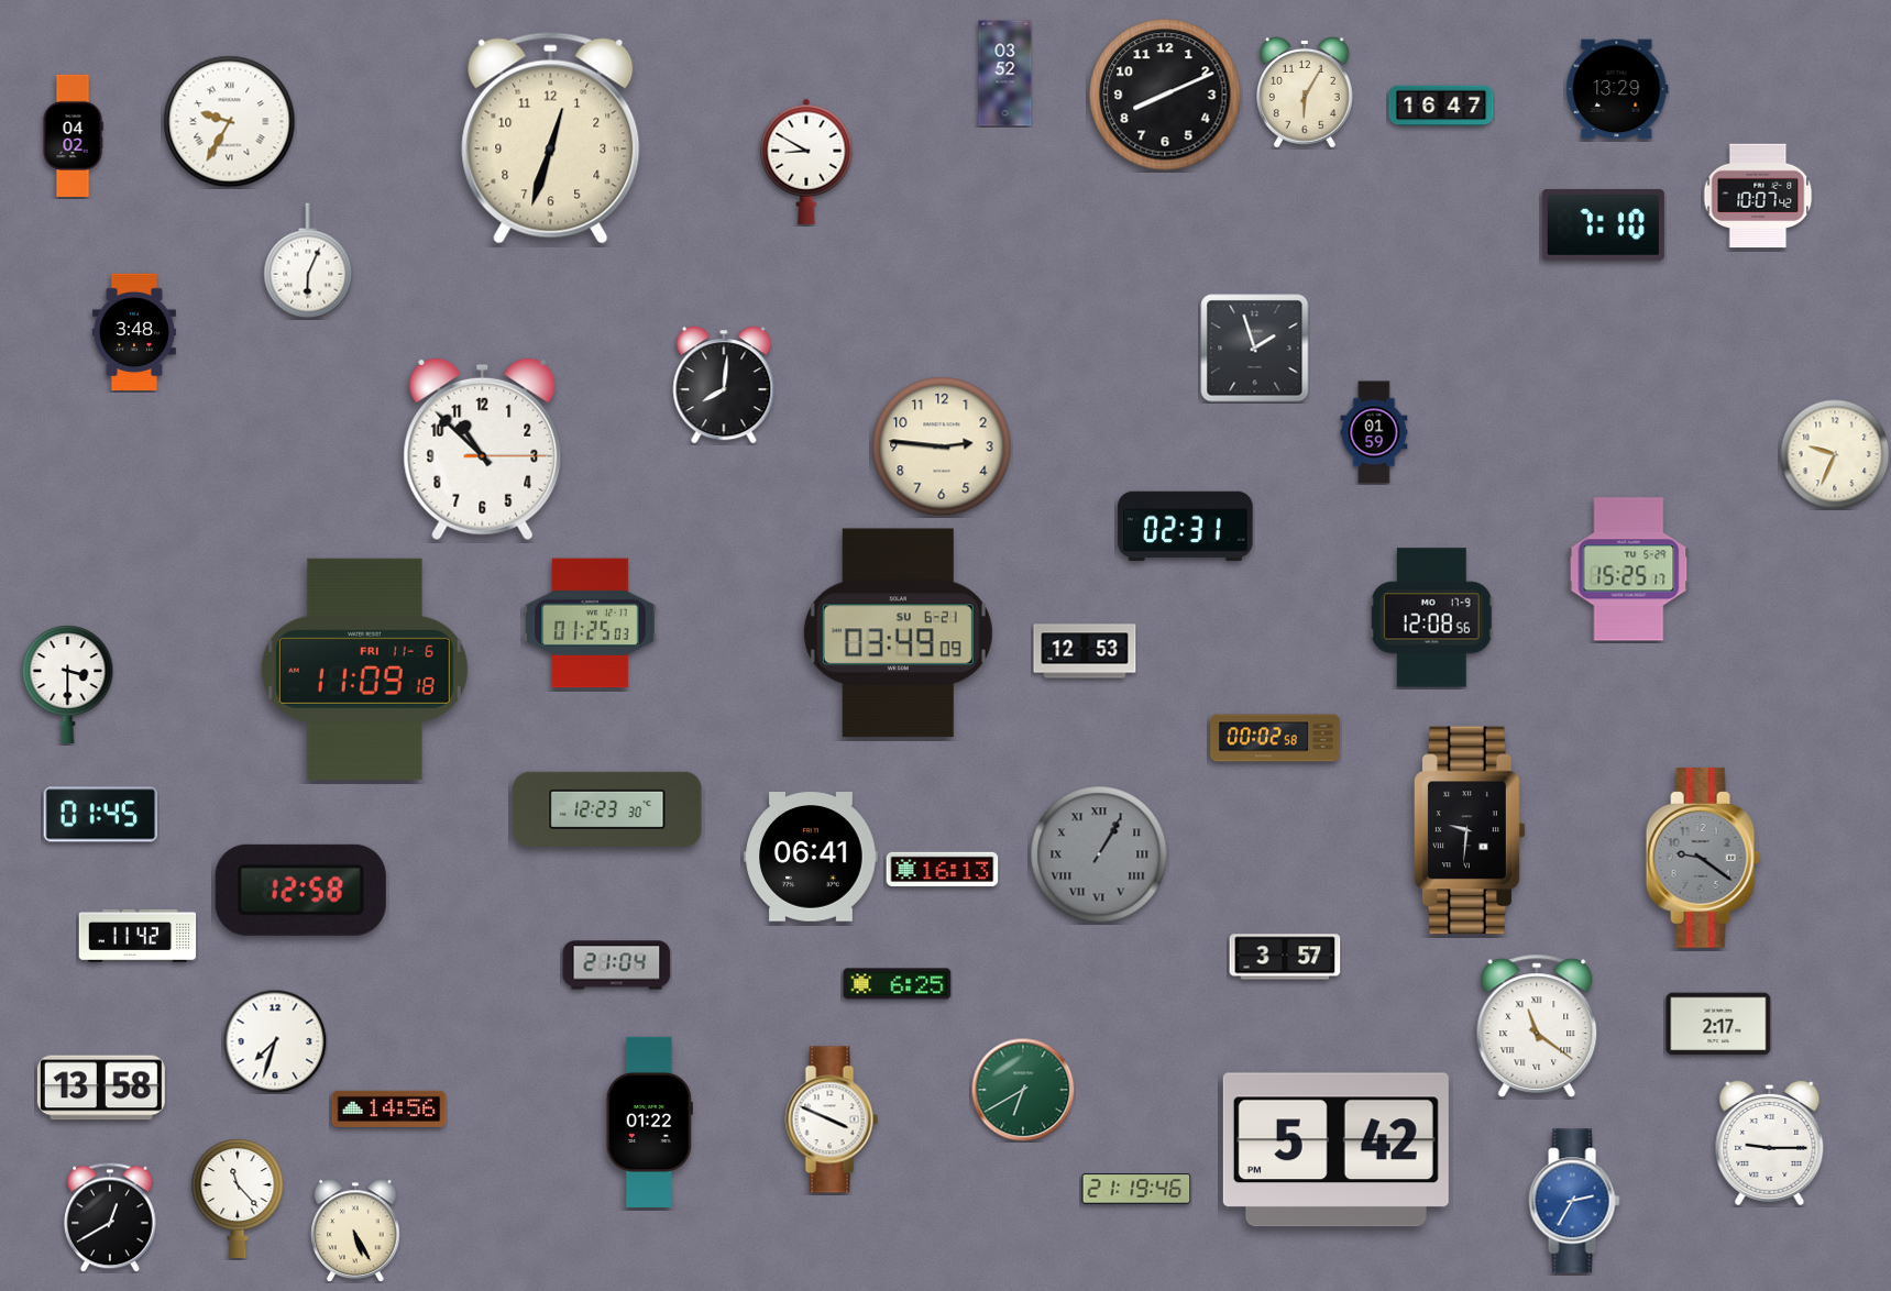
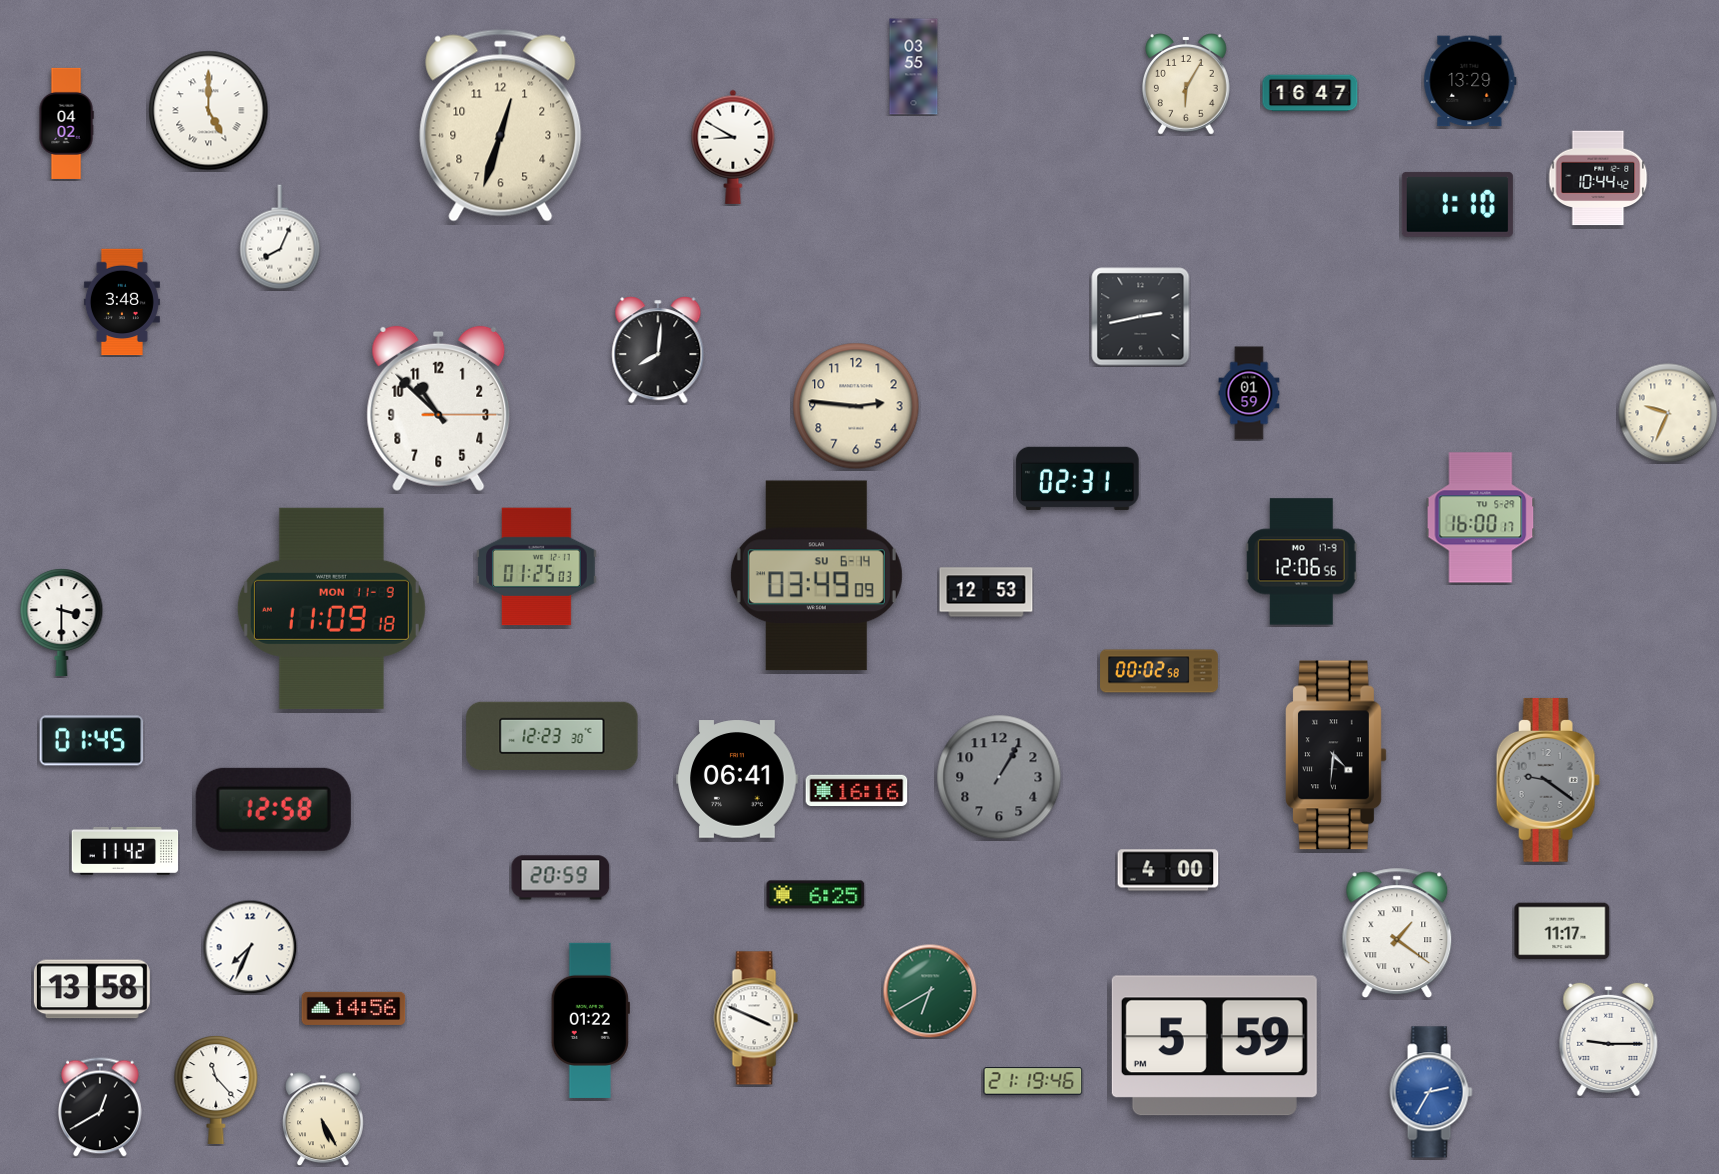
clock at (1005, 74): 03:52 -> 03:55
clock at (1165, 95): 8:11 -> none
clock at (1441, 106) position: (1441, 106) -> (1310, 93)
clock at (230, 122): 9:35 -> 5:00
clock at (1758, 196): 10:07 -> 10:44
clock at (1603, 224): 7:10 -> 1:10
clock at (308, 261): 6:04 -> 8:04
clock at (1255, 349): 1:57 -> 2:43
clock at (1629, 570): 15:25 -> 16:00
clock at (1431, 618): 12:08 -> 12:06
clock at (898, 633) date: SU 6-21 -> SU 6-14
clock at (364, 669) date: FRI 11-6 -> MON 11-9
clock at (1471, 830): 9:31 -> 4:31
clock at (1099, 854) numerals: Roman -> Arabic
clock at (943, 870): 16:13 -> 16:16
clock at (1285, 957): 3:57 -> 4:00
clock at (617, 966): 21:04 -> 20:59
clock at (1718, 1024): 2:17 -> 11:17
clock at (1537, 1026): 11:21 -> 1:21
clock at (275, 1041): 7:33 -> 7:34
clock at (1335, 1150): 5:42 -> 5:59
